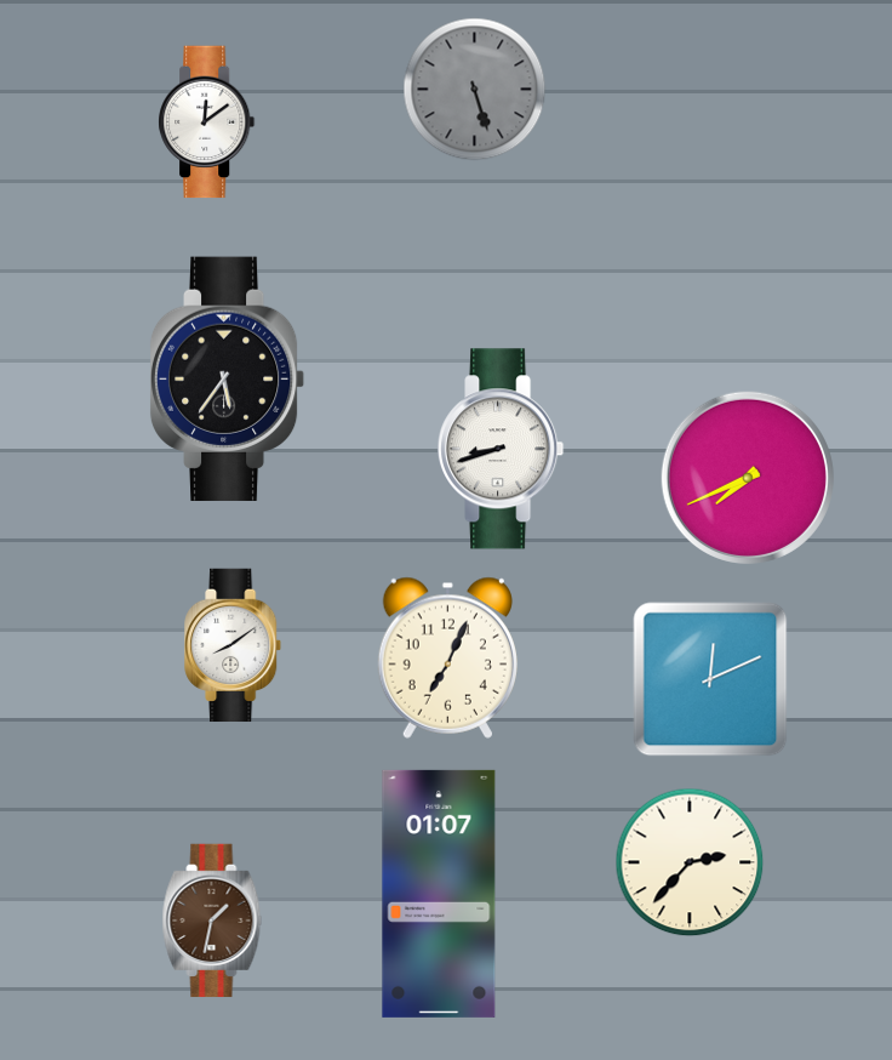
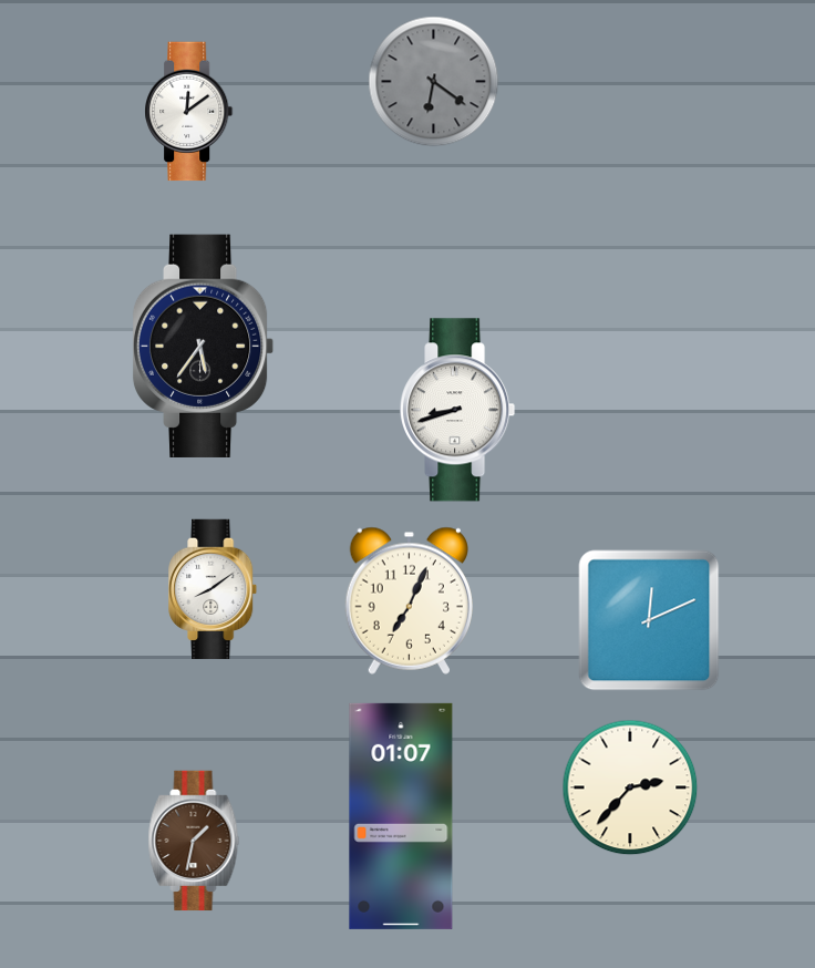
clock at (475, 90): 5:27 -> 6:21
clock at (228, 378) position: (228, 378) -> (204, 346)
clock at (748, 478): 7:41 -> none
